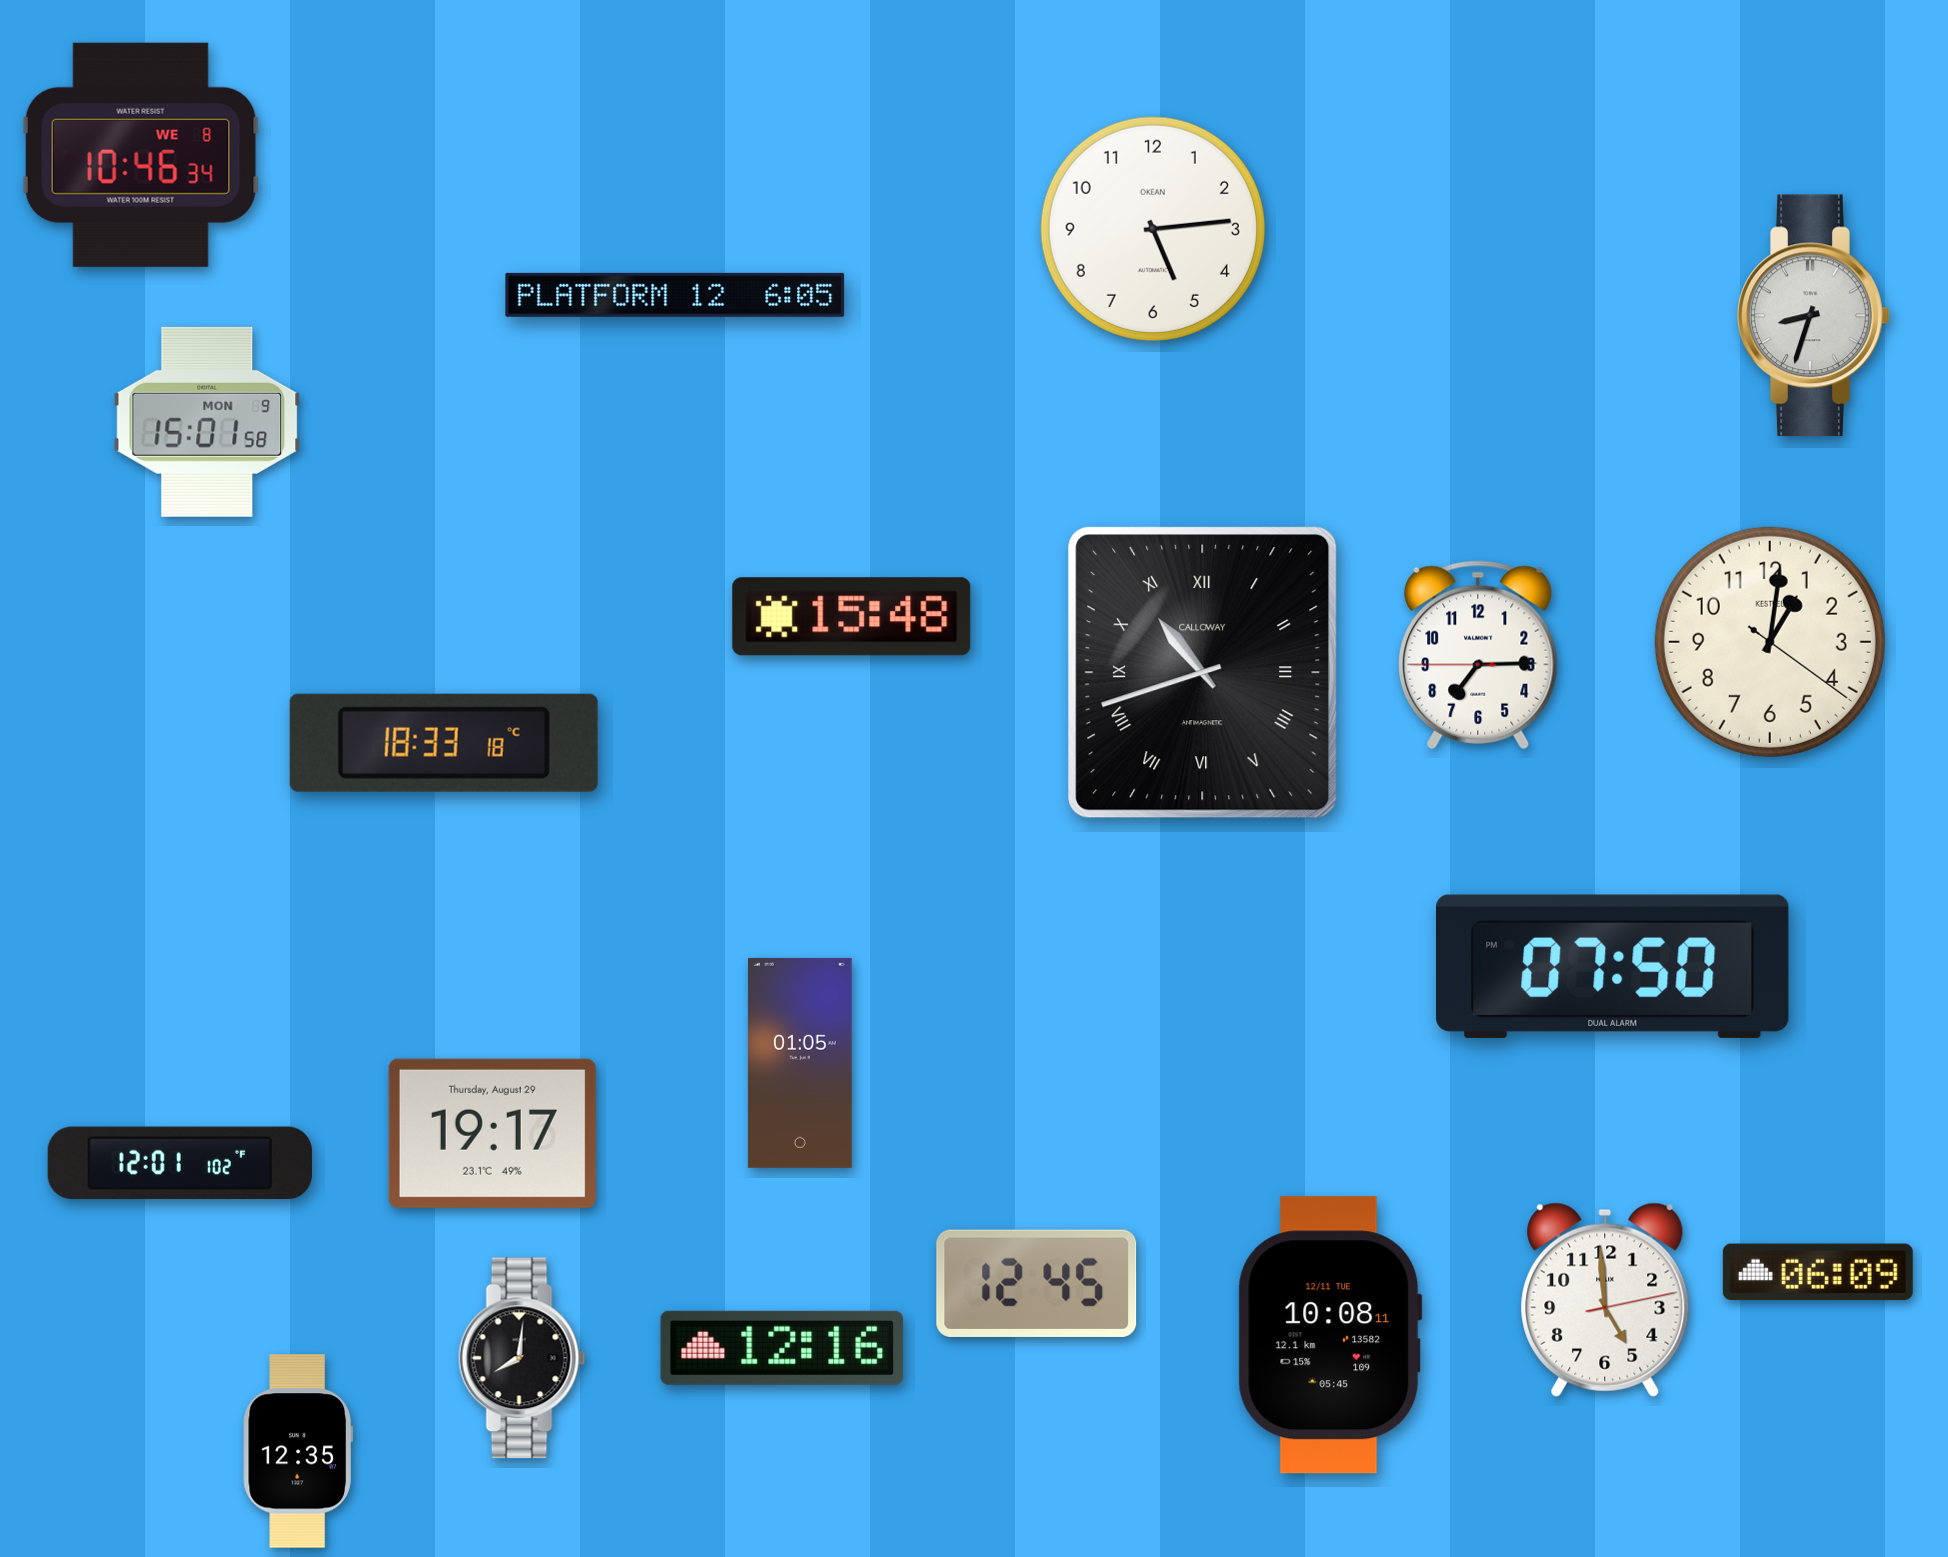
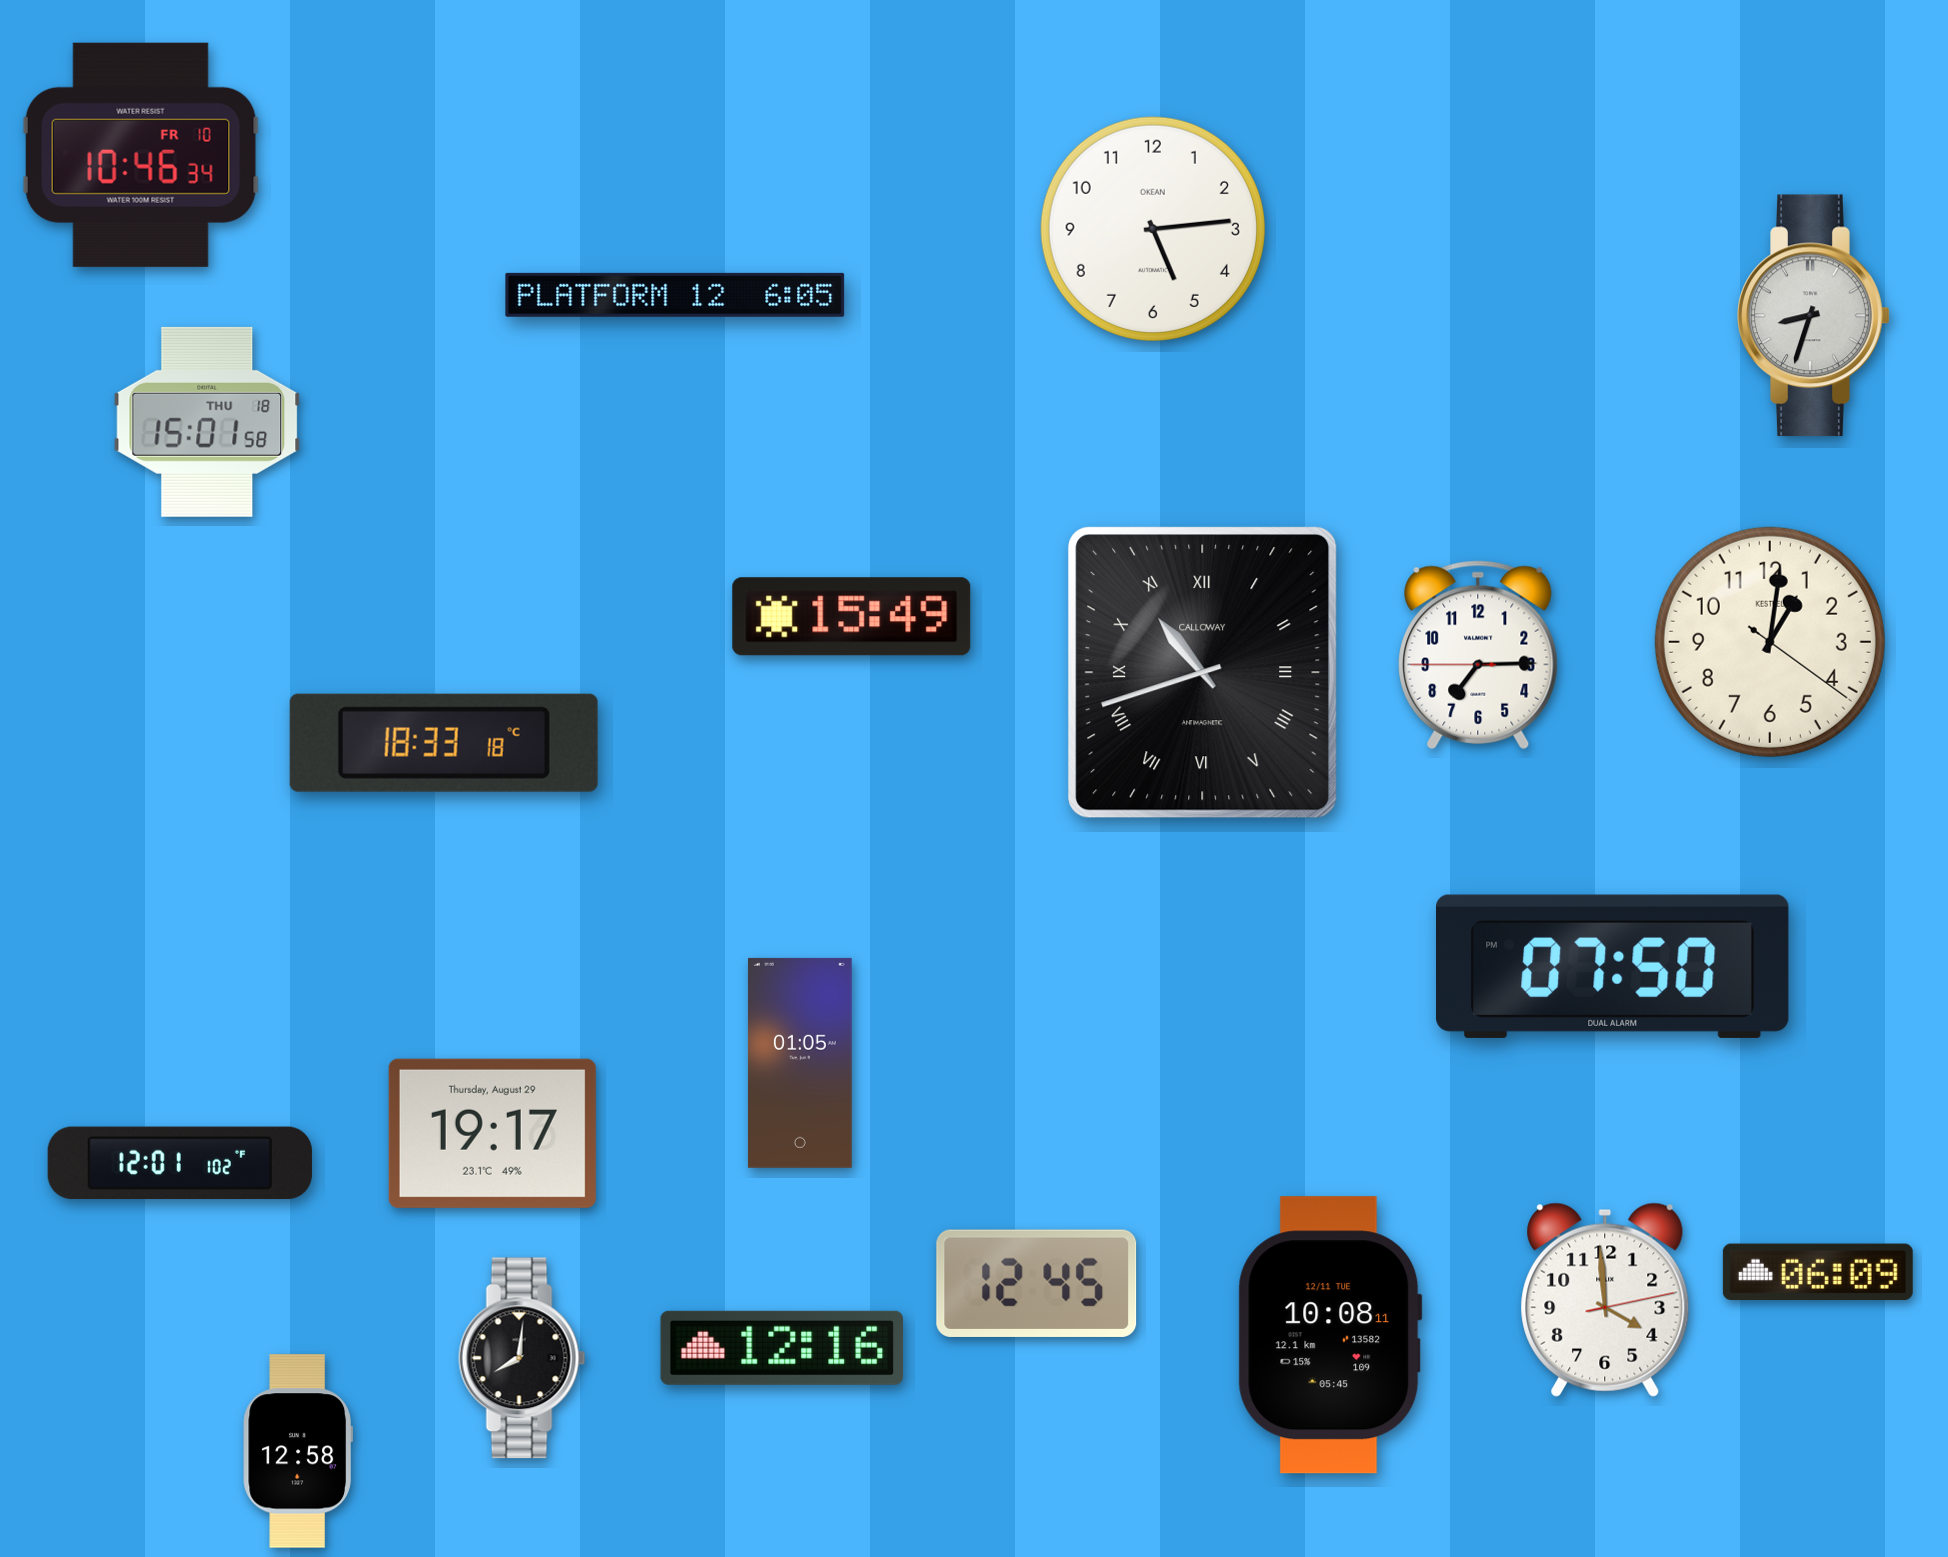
clock at (141, 155) date: WE 8 -> FR 10
clock at (207, 422) date: MON 9 -> THU 18
clock at (852, 617): 15:48 -> 15:49
clock at (1605, 1300): 4:59 -> 3:59
clock at (298, 1451): 12:35 -> 12:58
